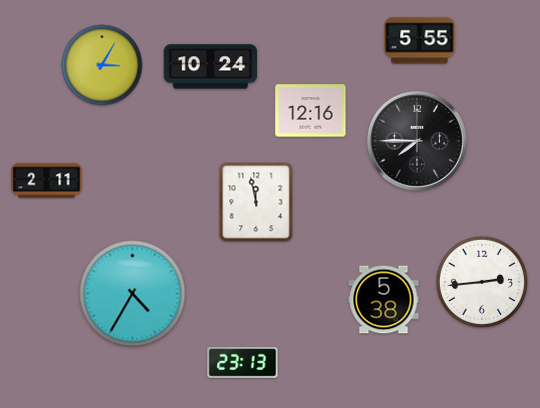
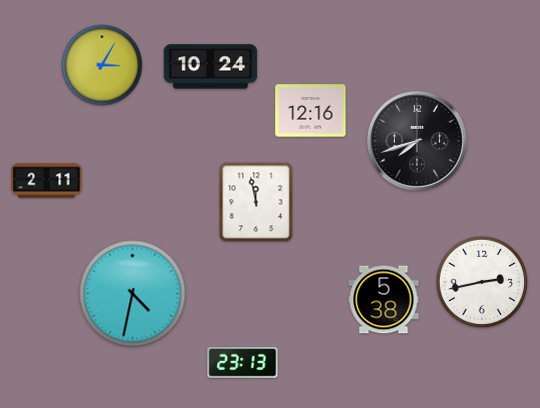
clock at (420, 41): 5:55 -> none
clock at (417, 141): 7:45 -> 7:42
clock at (482, 282): 2:44 -> 2:43
clock at (133, 294): 4:35 -> 4:32
